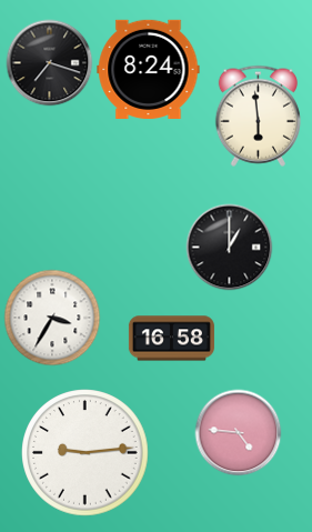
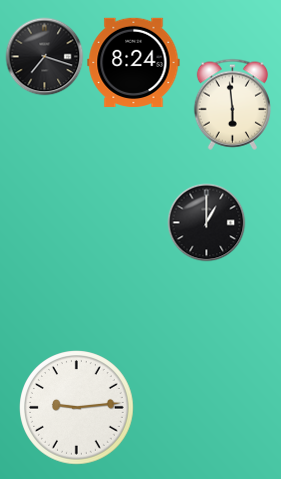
clock at (52, 318): 3:35 -> none
clock at (171, 339): 16:58 -> none
clock at (238, 432): 4:46 -> none
